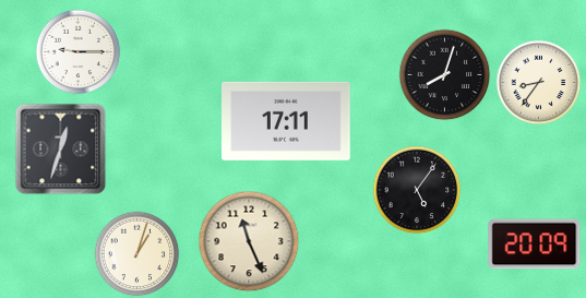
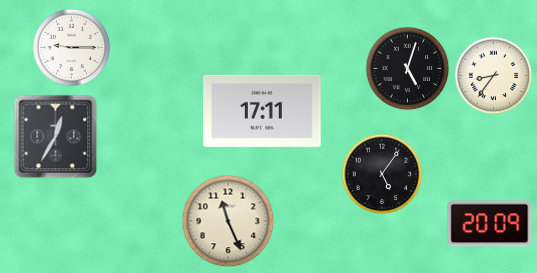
clock at (444, 74): 8:03 -> 5:03
clock at (60, 148): 12:33 -> 12:35
clock at (136, 253): 1:03 -> none
